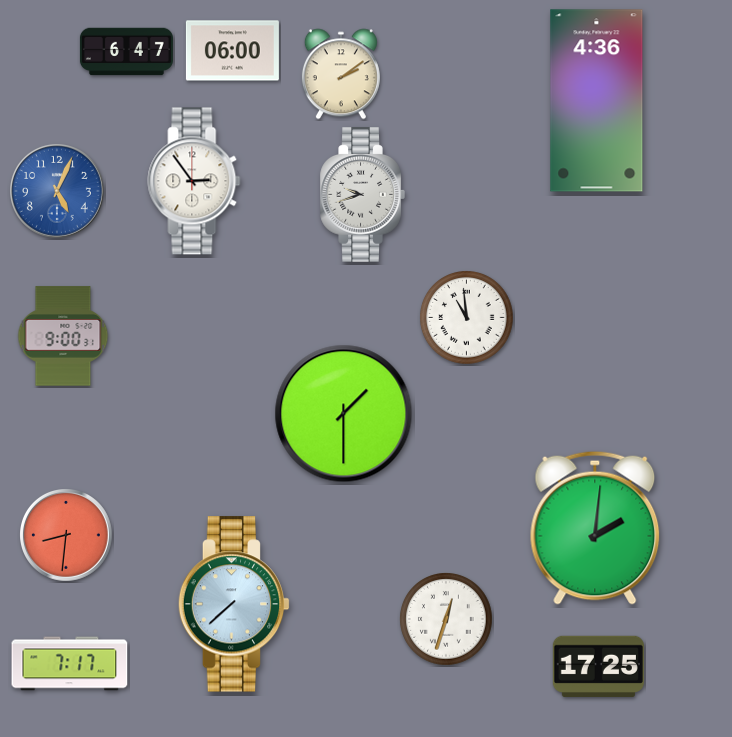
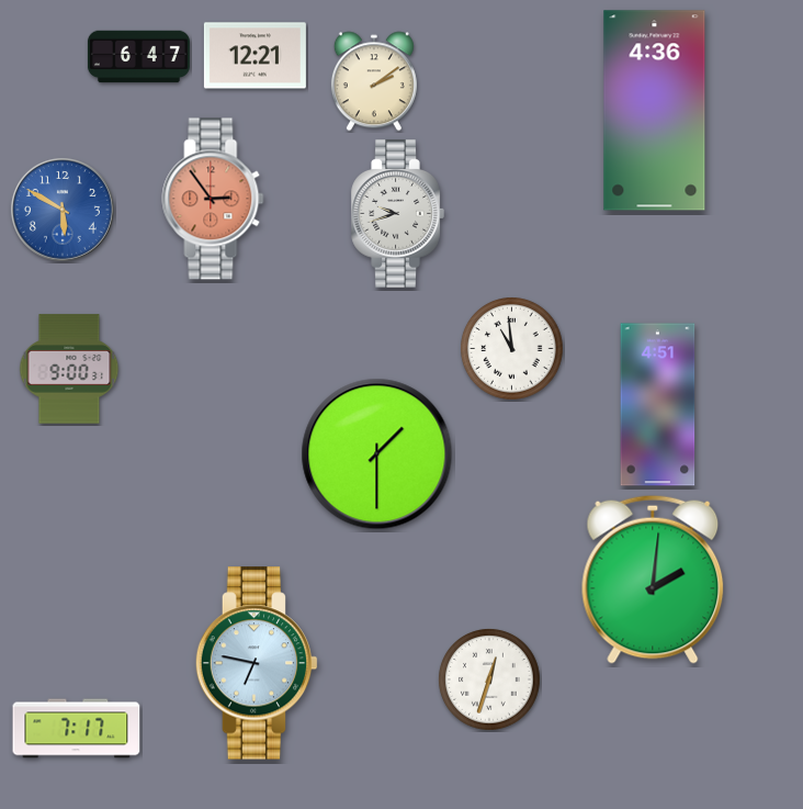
clock at (232, 51): 06:00 -> 12:21
clock at (194, 181) dial: white -> salmon
clock at (57, 191): 5:04 -> 5:50
clock at (658, 405): none -> 4:51
clock at (67, 536): 8:31 -> none
clock at (234, 604): 7:38 -> 6:47
clock at (598, 666): 17:25 -> none
